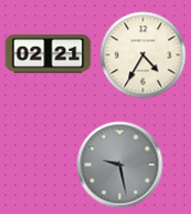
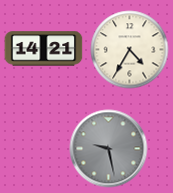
clock at (47, 54): 02:21 -> 14:21
